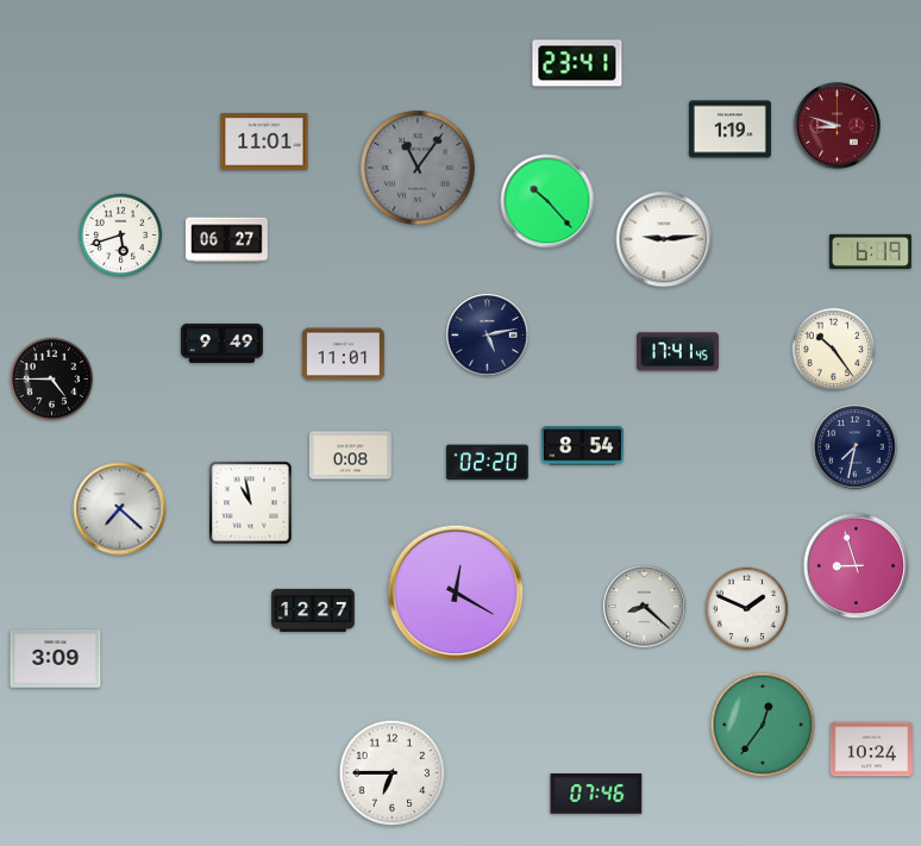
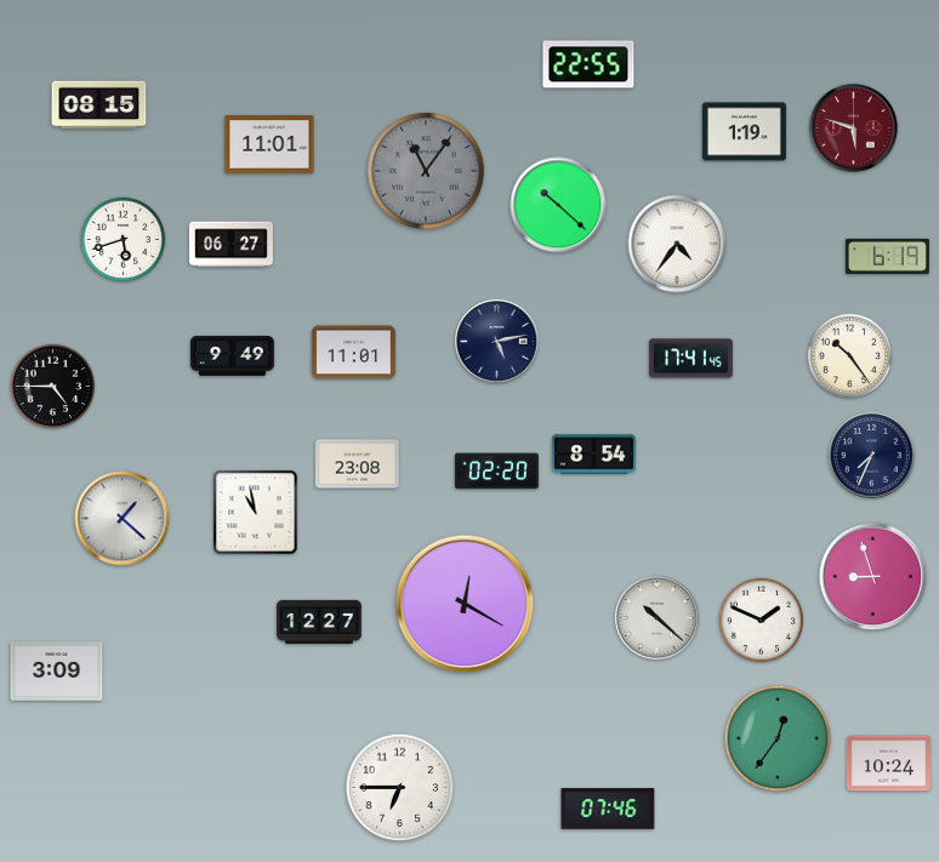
clock at (577, 63): 23:41 -> 22:55
clock at (99, 105): none -> 08:15
clock at (838, 126): 8:48 -> 5:48
clock at (547, 201): 10:23 -> 10:22
clock at (664, 239): 9:14 -> 4:36
clock at (221, 343) position: (221, 343) -> (232, 355)
clock at (343, 355) position: (343, 355) -> (353, 353)
clock at (856, 447): 7:32 -> 7:34
clock at (350, 456): 0:08 -> 23:08
clock at (120, 509): 7:22 -> 1:22
clock at (645, 607): 8:22 -> 10:22
